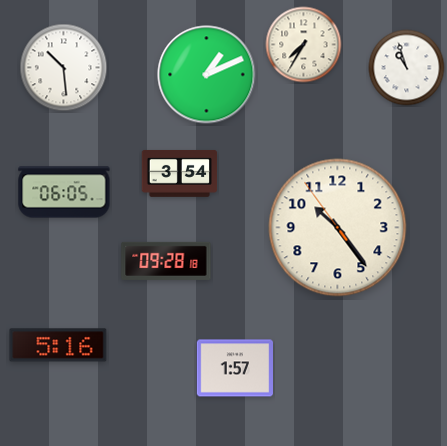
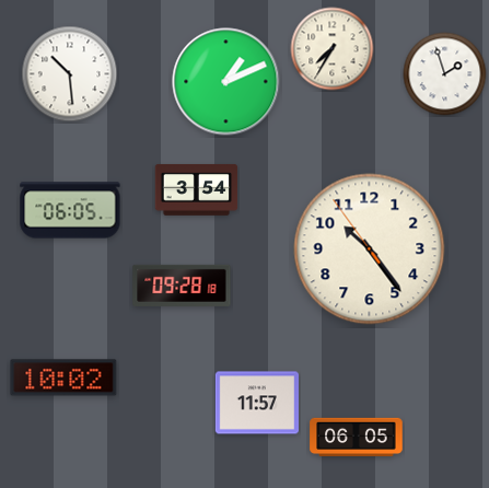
clock at (407, 68): 10:57 -> 1:57
clock at (58, 345): 5:16 -> 10:02
clock at (234, 368): 1:57 -> 11:57
clock at (357, 437): none -> 06:05
